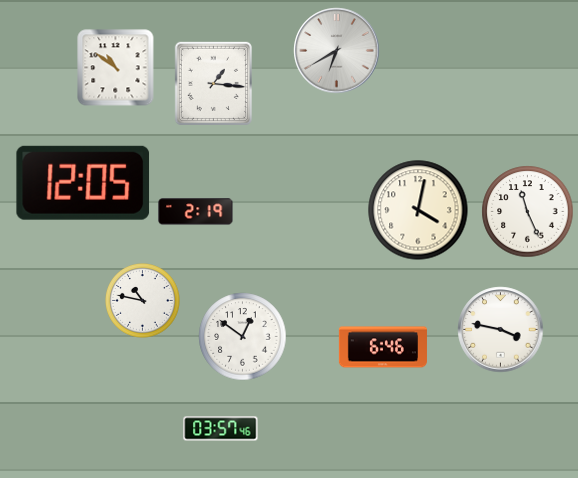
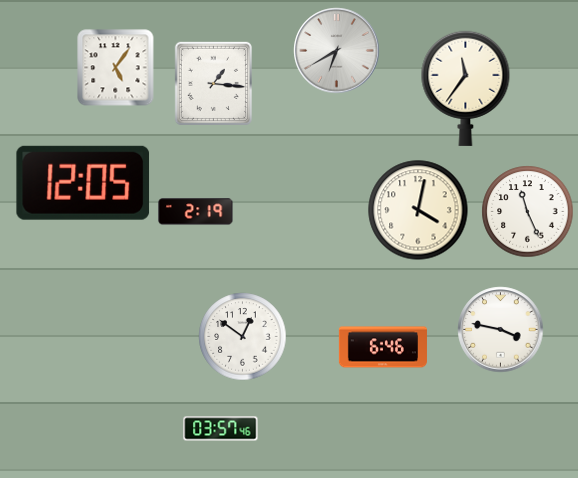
clock at (116, 68): 10:51 -> 5:06
clock at (466, 88): none -> 11:36
clock at (143, 301): 10:47 -> none
